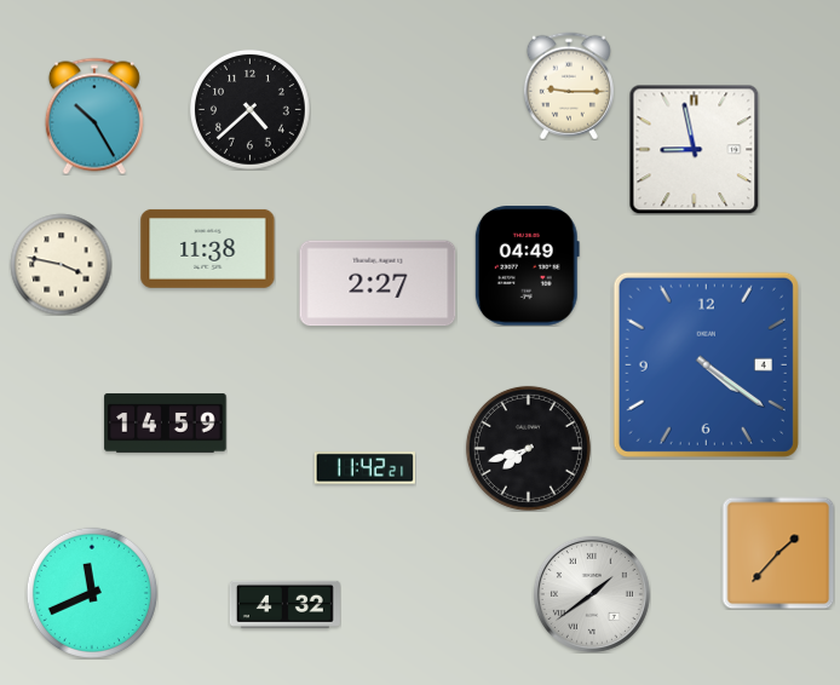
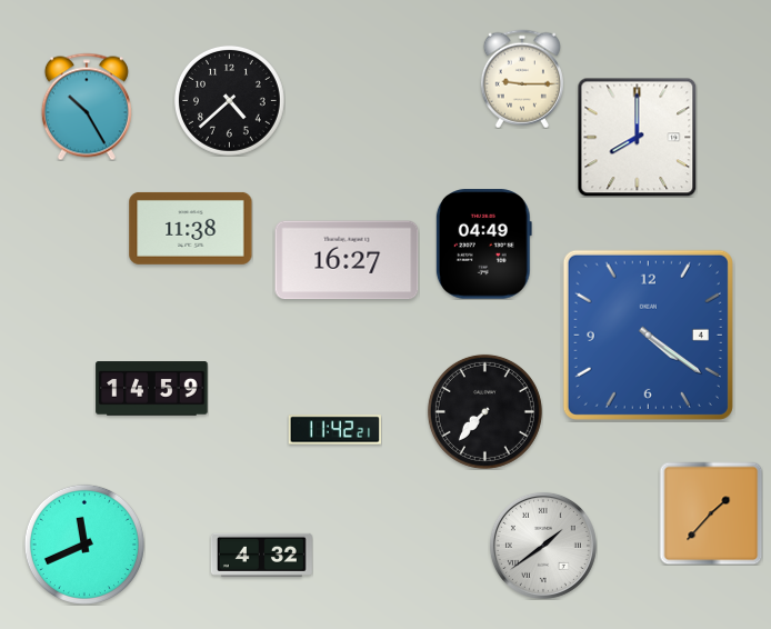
clock at (694, 149): 8:58 -> 8:00
clock at (61, 264): 3:47 -> none
clock at (378, 283): 2:27 -> 16:27
clock at (528, 448): 7:42 -> 7:37
clock at (778, 553) position: (778, 553) -> (711, 513)
